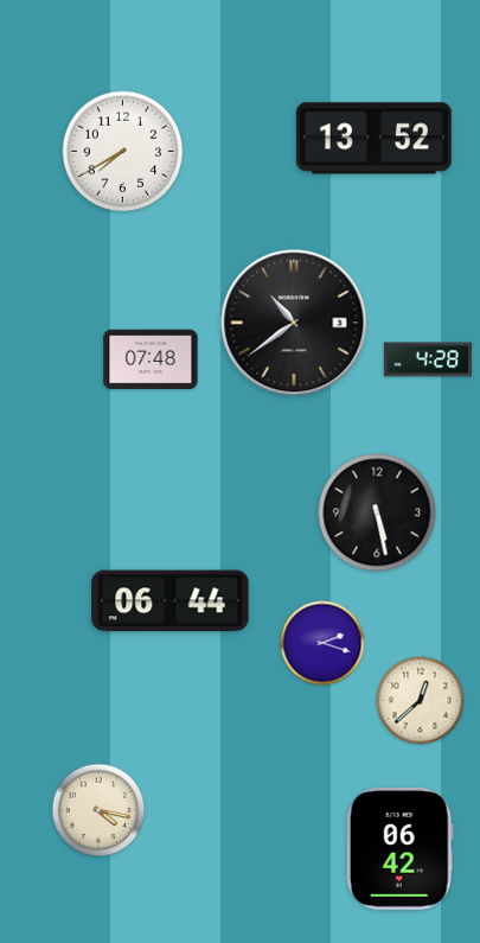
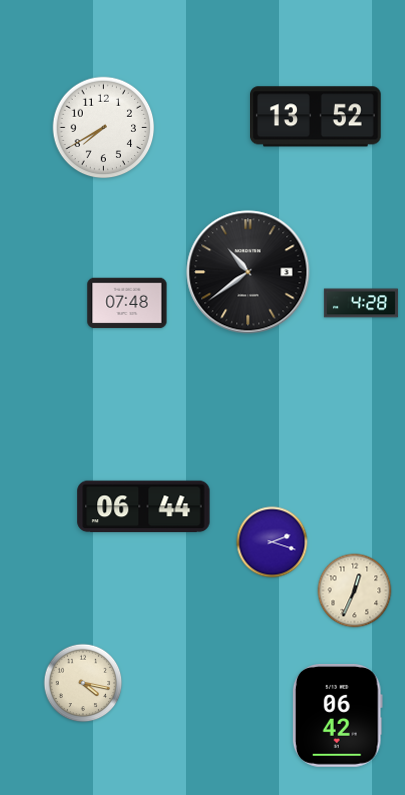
clock at (377, 512): 5:28 -> none
clock at (421, 701): 12:38 -> 12:34
